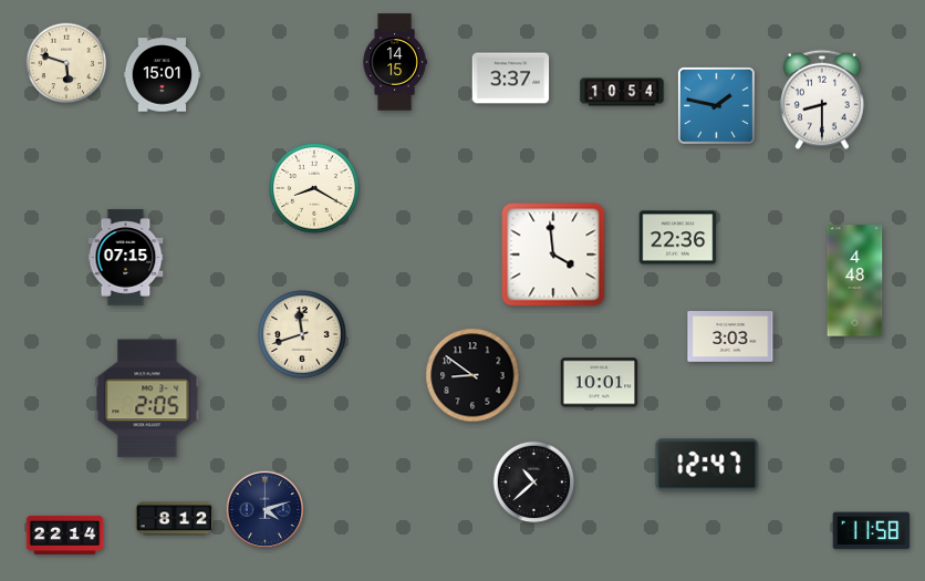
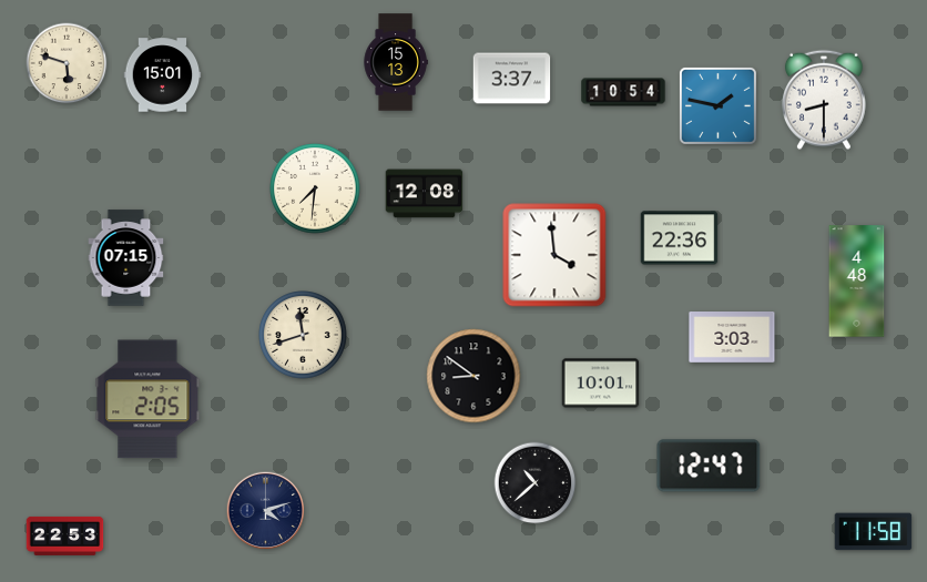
clock at (395, 62): 14:15 -> 15:13
clock at (314, 188): 8:20 -> 7:31
clock at (425, 194): none -> 12:08
clock at (175, 519): 8:12 -> none
clock at (65, 535): 22:14 -> 22:53
